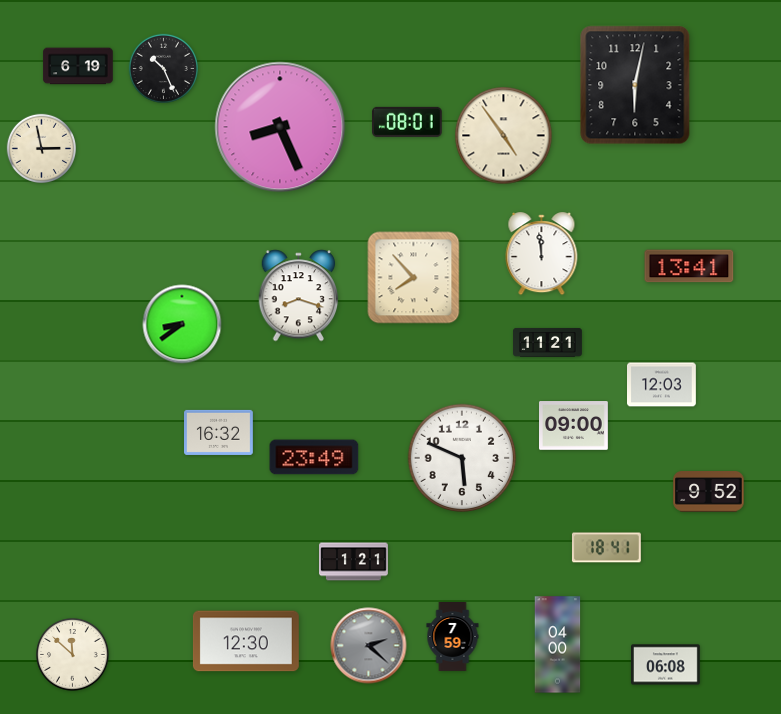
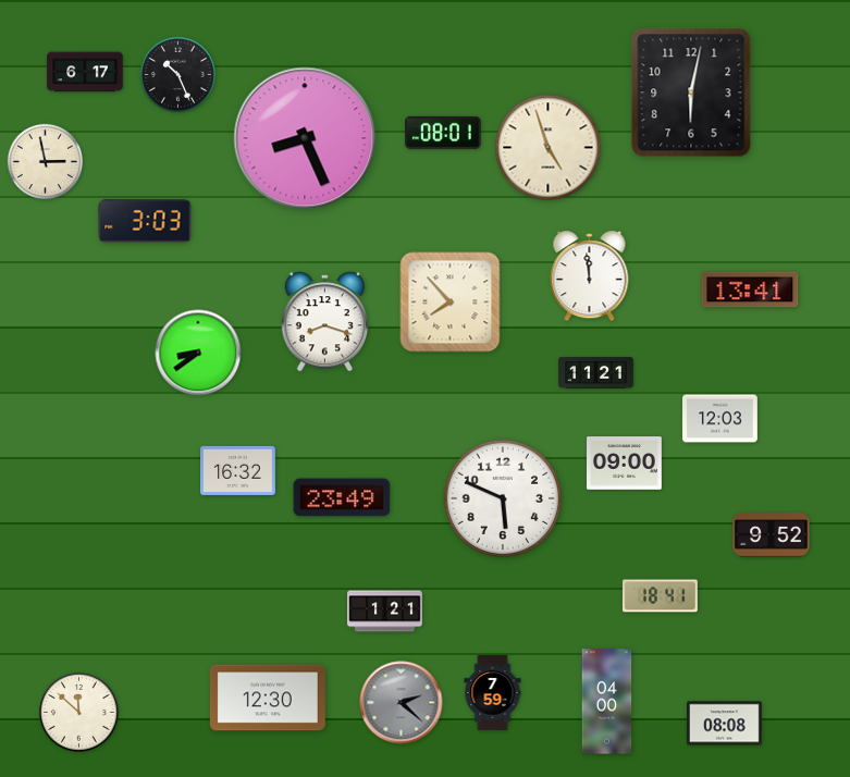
clock at (78, 66): 6:19 -> 6:17
clock at (504, 136): 4:54 -> 4:57
clock at (145, 221): none -> 3:03
clock at (666, 665): 06:08 -> 08:08
